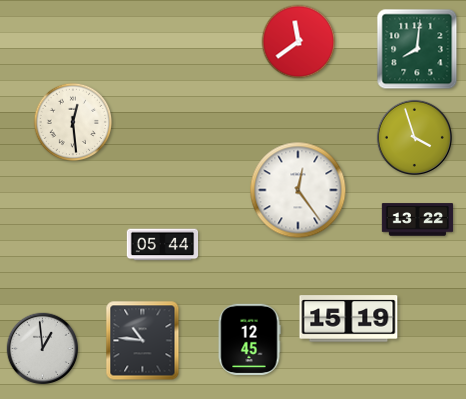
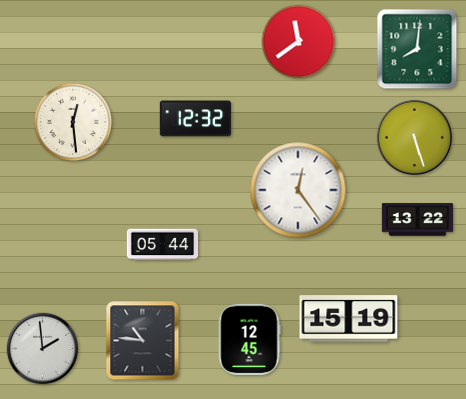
clock at (196, 119): none -> 12:32
clock at (414, 137): 3:57 -> 5:27
clock at (43, 349): 12:59 -> 1:59
